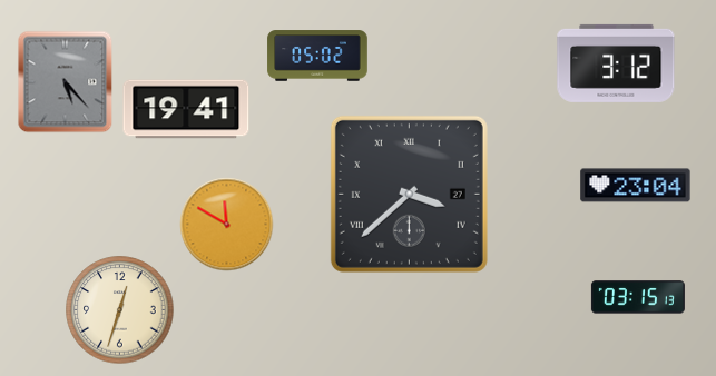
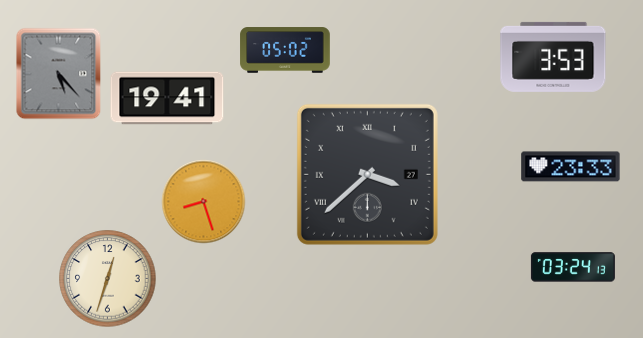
clock at (616, 63): 3:12 -> 3:53
clock at (636, 186): 23:04 -> 23:33
clock at (226, 224): 11:50 -> 8:27
clock at (638, 297): 03:15 -> 03:24
